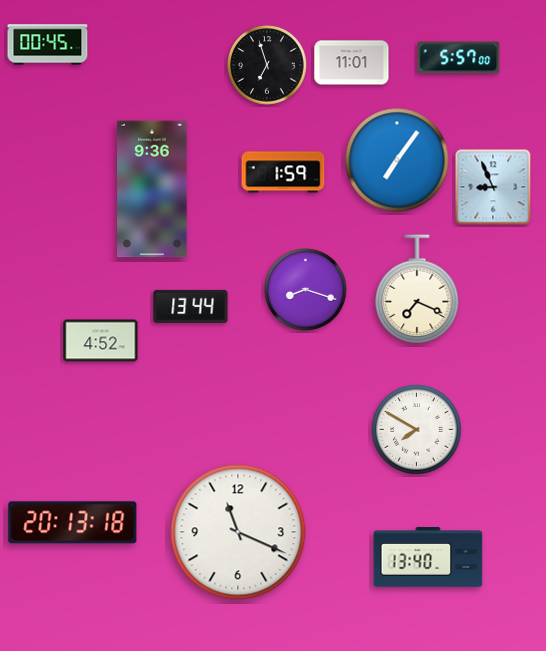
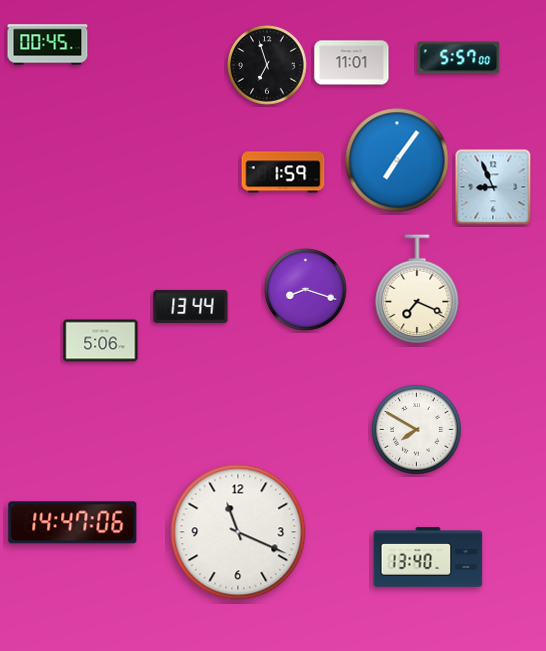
clock at (152, 189): 9:36 -> none
clock at (101, 341): 4:52 -> 5:06
clock at (73, 523): 20:13 -> 14:47
